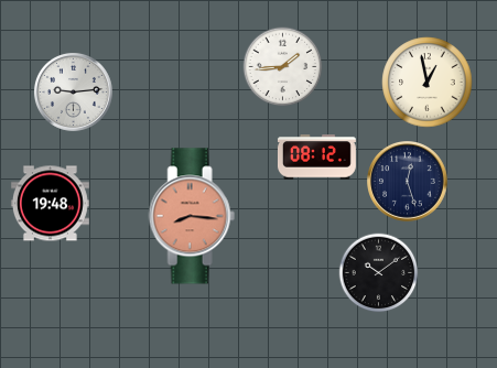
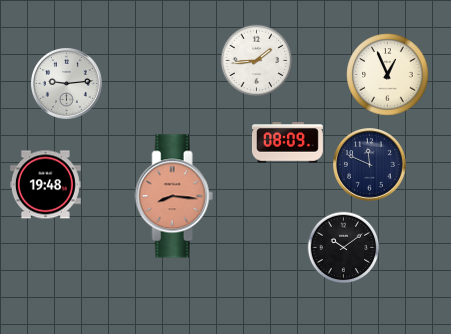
clock at (428, 83): 12:58 -> 12:56
clock at (316, 158): 08:12 -> 08:09
clock at (408, 182): 12:27 -> 11:49
